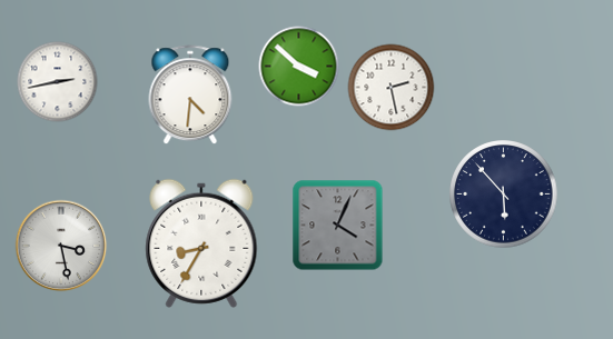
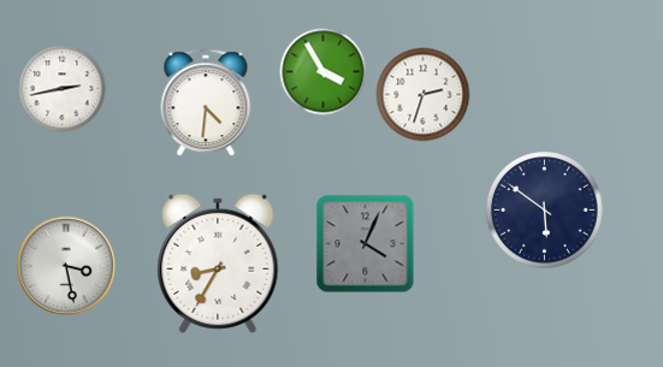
clock at (299, 67): 3:52 -> 3:55
clock at (392, 88): 2:28 -> 2:33
clock at (504, 195): 5:53 -> 5:51
